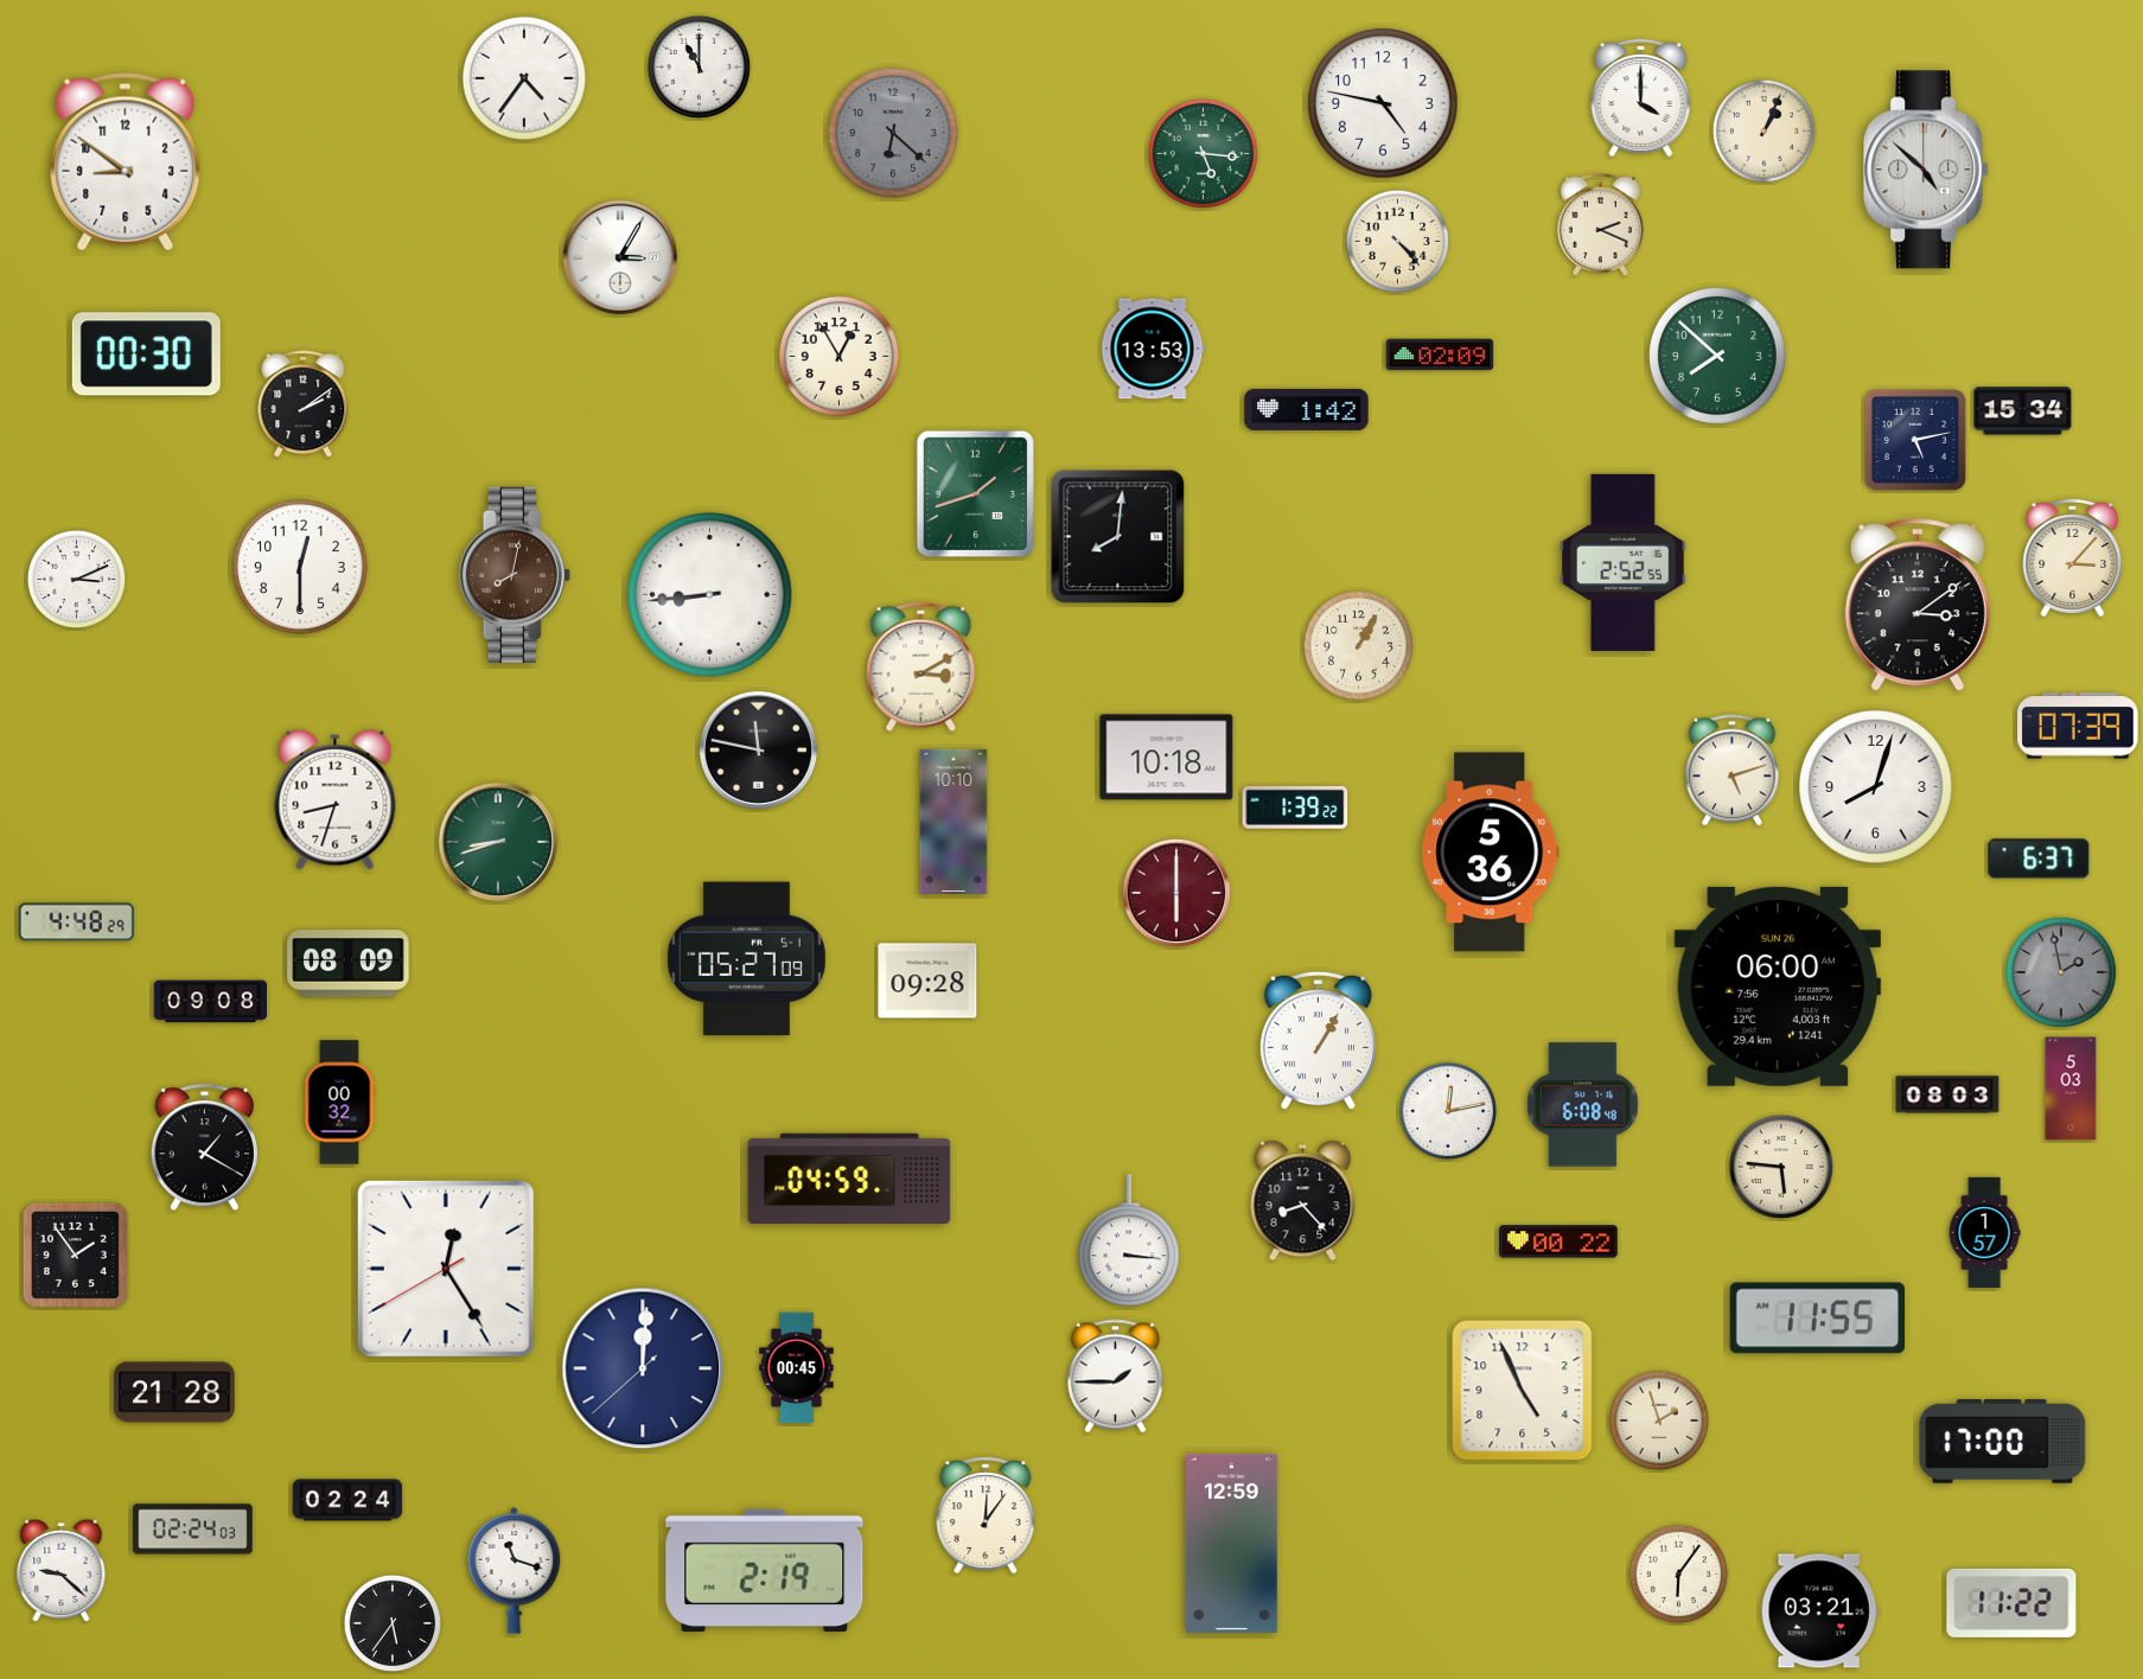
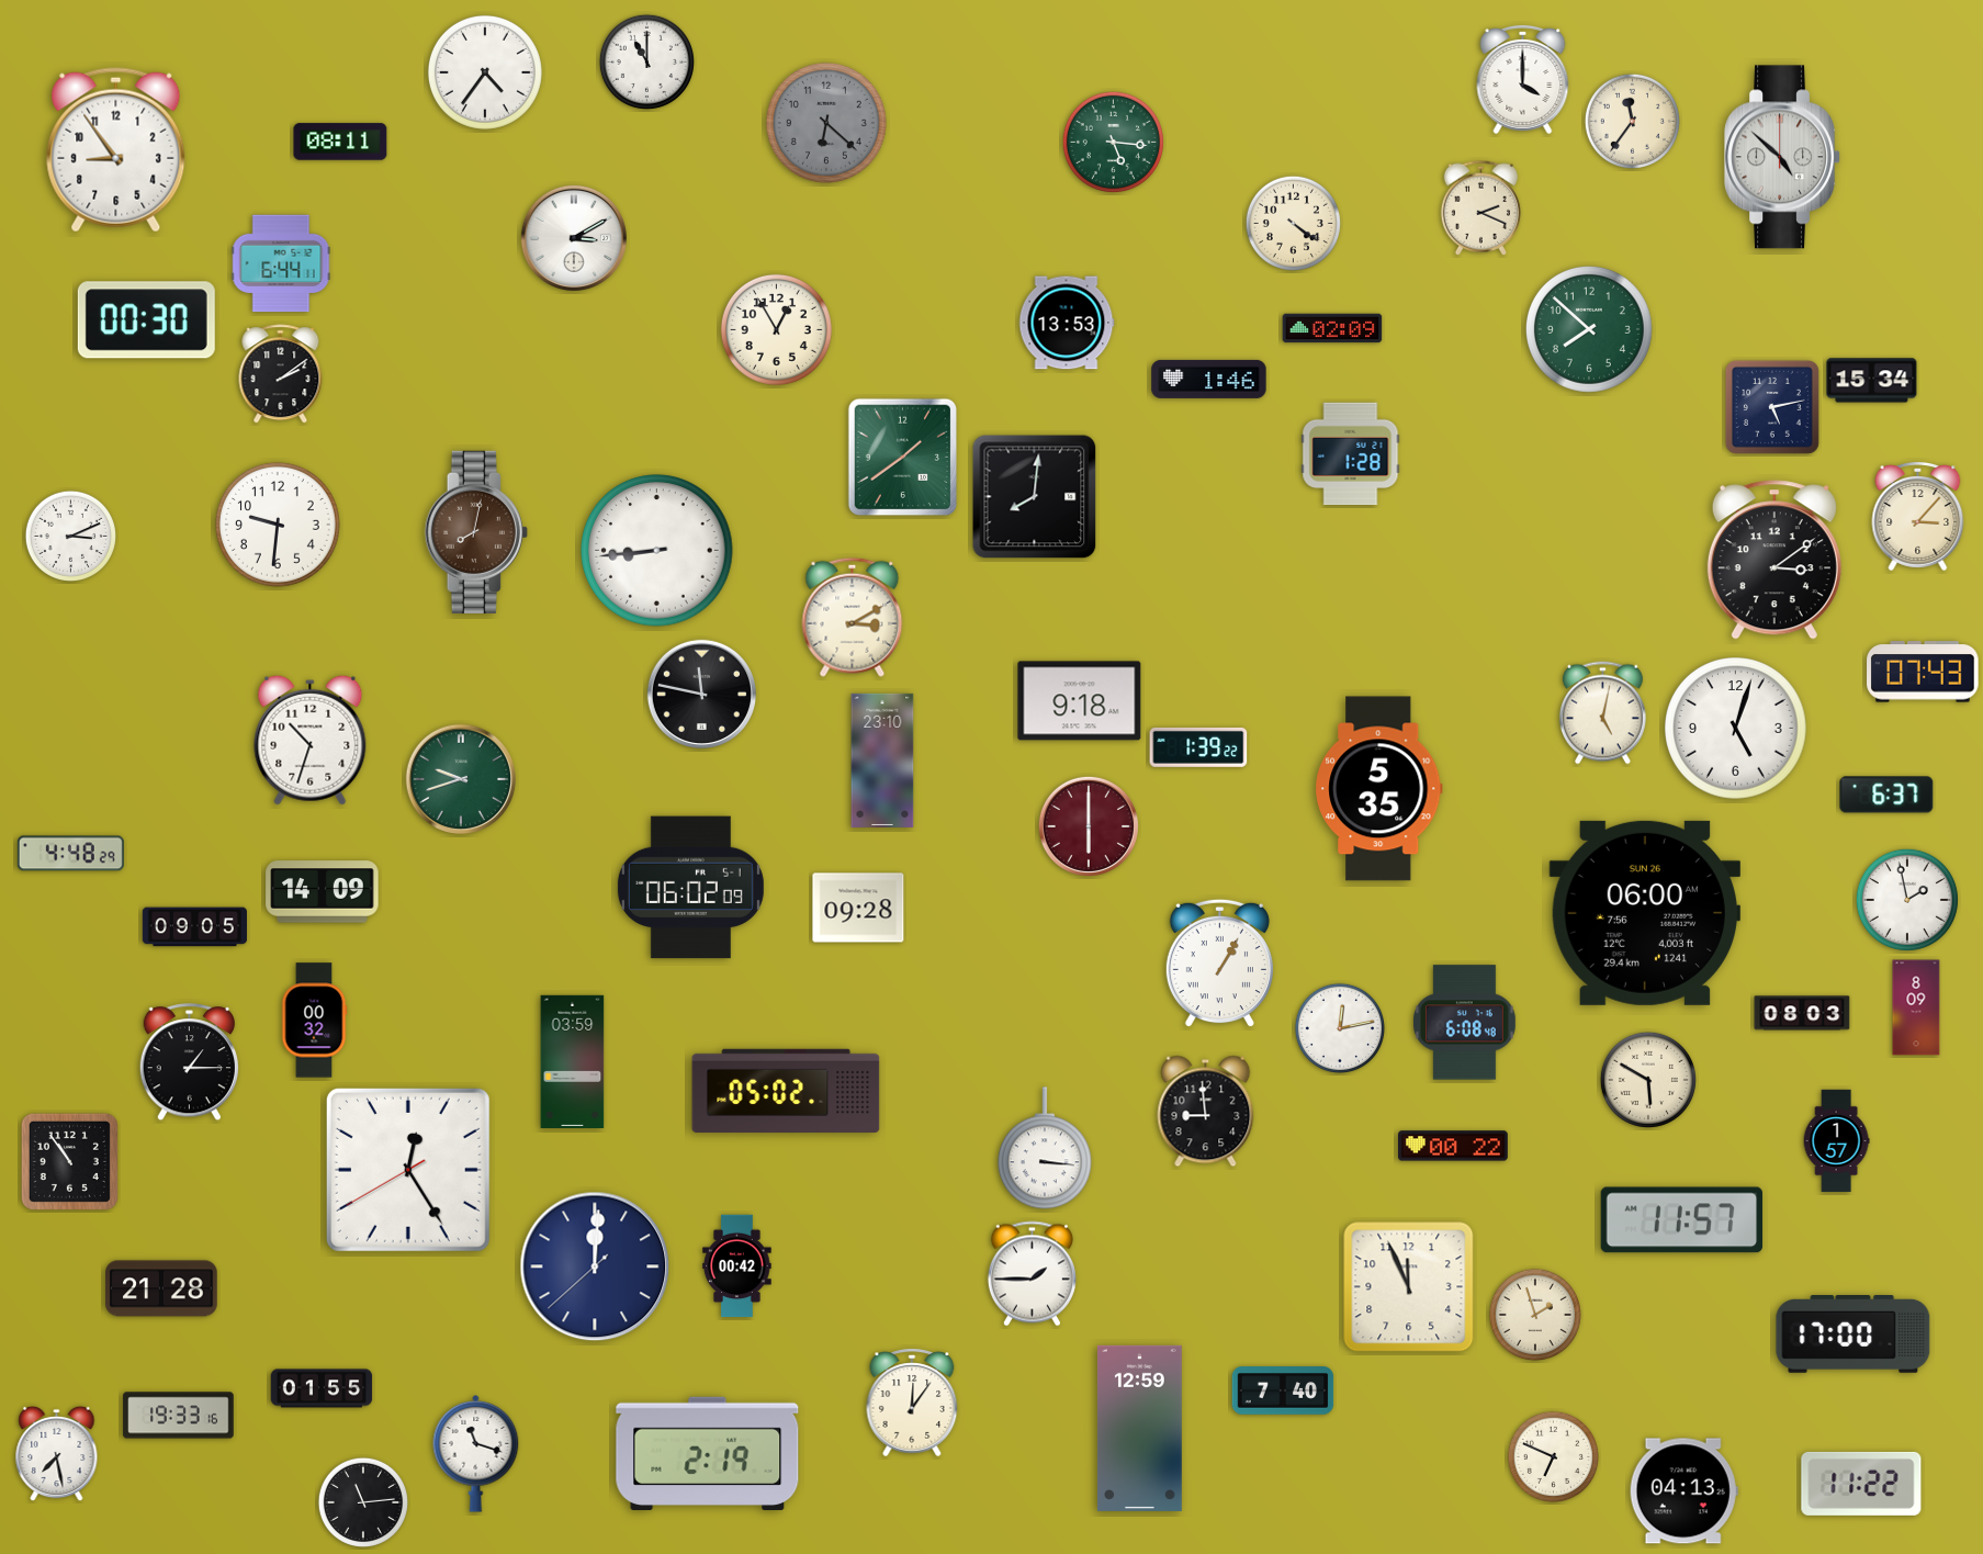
clock at (1641, 97) position: (1641, 97) -> (1523, 79)
clock at (1384, 104): 4:47 -> none
clock at (1763, 130): 1:04 -> 11:36
clock at (340, 142): none -> 08:11
clock at (126, 162): 8:51 -> 8:54
clock at (1397, 241): 4:23 -> 4:21
clock at (620, 257): 3:05 -> 3:10
clock at (281, 263): none -> 6:44
clock at (146, 355) position: (146, 355) -> (146, 320)
clock at (1307, 409): 1:42 -> 1:46
clock at (1351, 453): none -> 1:28
clock at (976, 494): 1:42 -> 1:39
clock at (1624, 562): 2:52 -> none
clock at (300, 567): 12:30 -> 9:31
clock at (1358, 645): 1:05 -> none
clock at (2078, 726): 07:39 -> 07:43
clock at (1167, 758): 10:18 -> 9:18
clock at (1731, 771): 5:12 -> 5:02
clock at (1876, 787): 8:03 -> 5:03
clock at (336, 799): 8:33 -> 10:33
clock at (953, 822): 10:10 -> 23:10
clock at (497, 841): 8:42 -> 9:42
clock at (1491, 853): 5:36 -> 5:35
clock at (746, 959): 05:27 -> 06:02
clock at (349, 964): 08:09 -> 14:09
clock at (2061, 972) dial: grey -> white
clock at (210, 1002): 09:08 -> 09:05
clock at (2071, 1089): 5:03 -> 8:09
clock at (573, 1061): none -> 03:59
clock at (204, 1148): 1:20 -> 1:15
clock at (1781, 1167): 5:46 -> 5:50
clock at (849, 1177): 04:59 -> 05:02
clock at (1303, 1201): 8:23 -> 8:59
clock at (1558, 1241) position: (1558, 1241) -> (1453, 1146)
clock at (75, 1255): 1:54 -> 10:54
clock at (446, 1269) position: (446, 1269) -> (408, 1170)
clock at (1817, 1319): 11:55 -> 11:57
clock at (797, 1368): 00:45 -> 00:42
clock at (1523, 1391): 4:56 -> 11:56
clock at (347, 1500): 02:24 -> 01:55
clock at (1283, 1390): none -> 7:40
clock at (193, 1530): 02:24 -> 19:33
clock at (62, 1571): 9:22 -> 7:28
clock at (1678, 1573): 6:06 -> 6:49
clock at (1819, 1611): 03:21 -> 04:13
clock at (391, 1622): 5:36 -> 11:14
